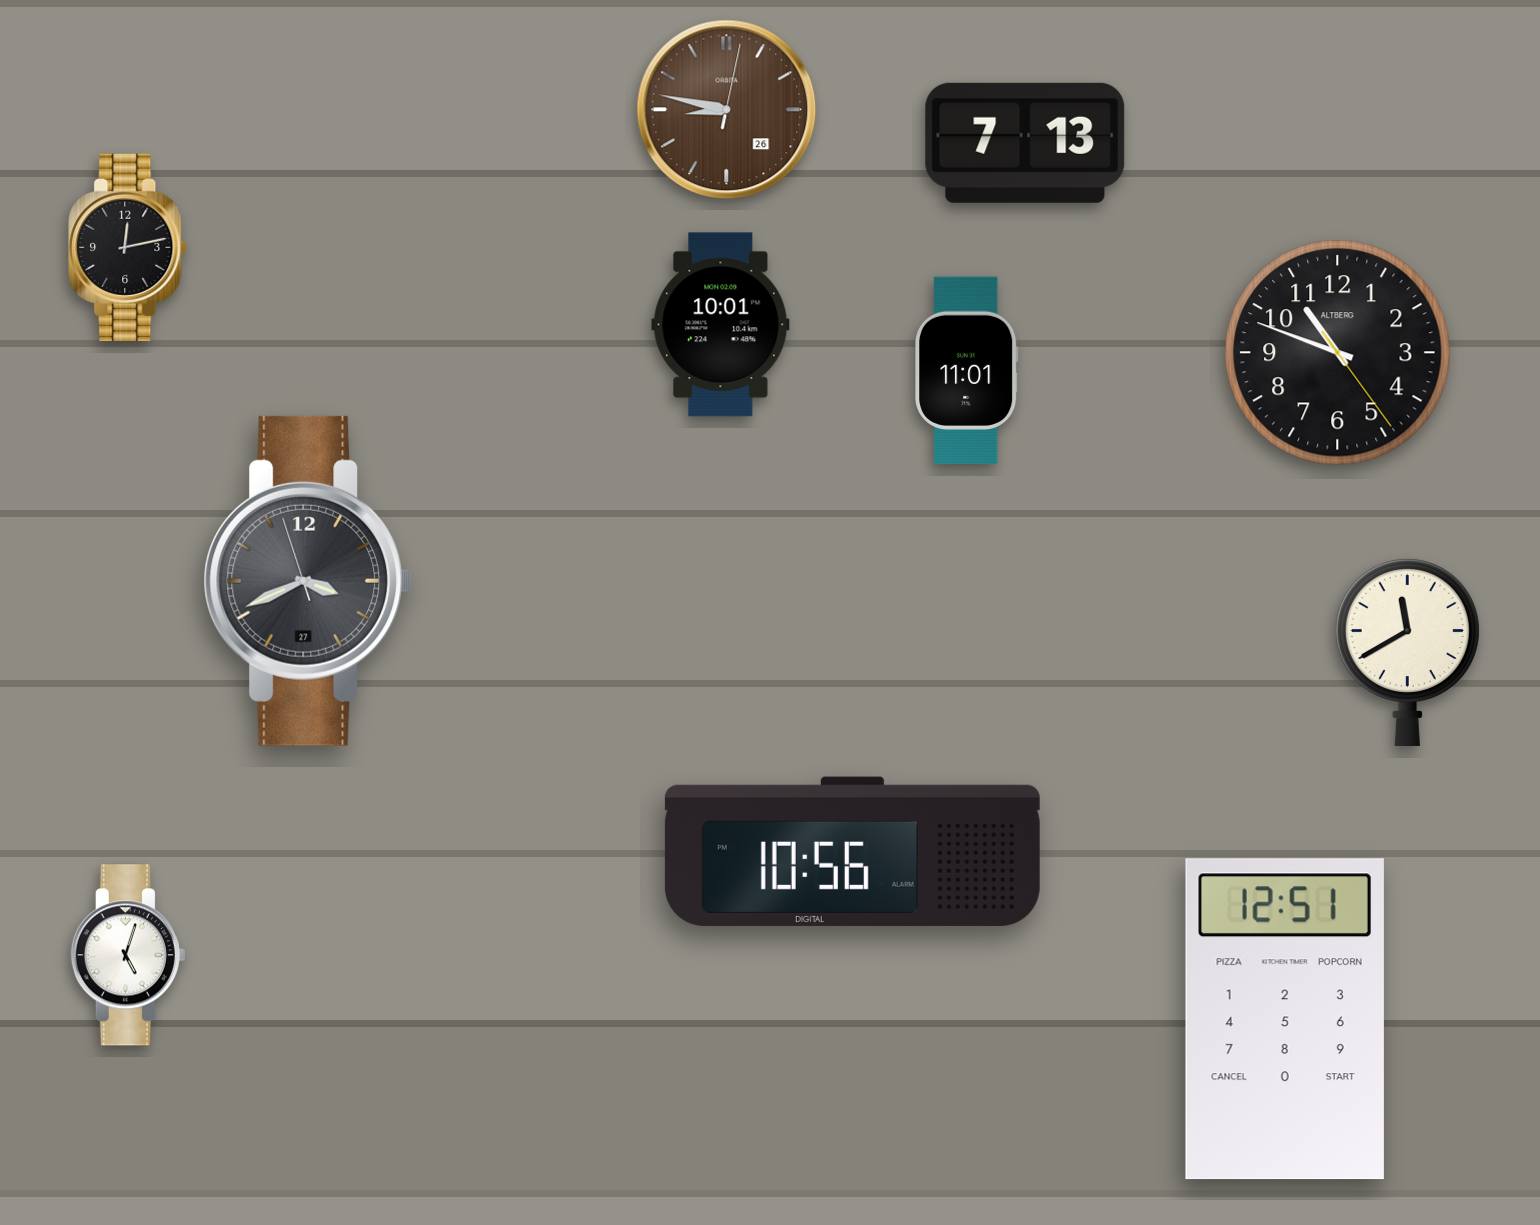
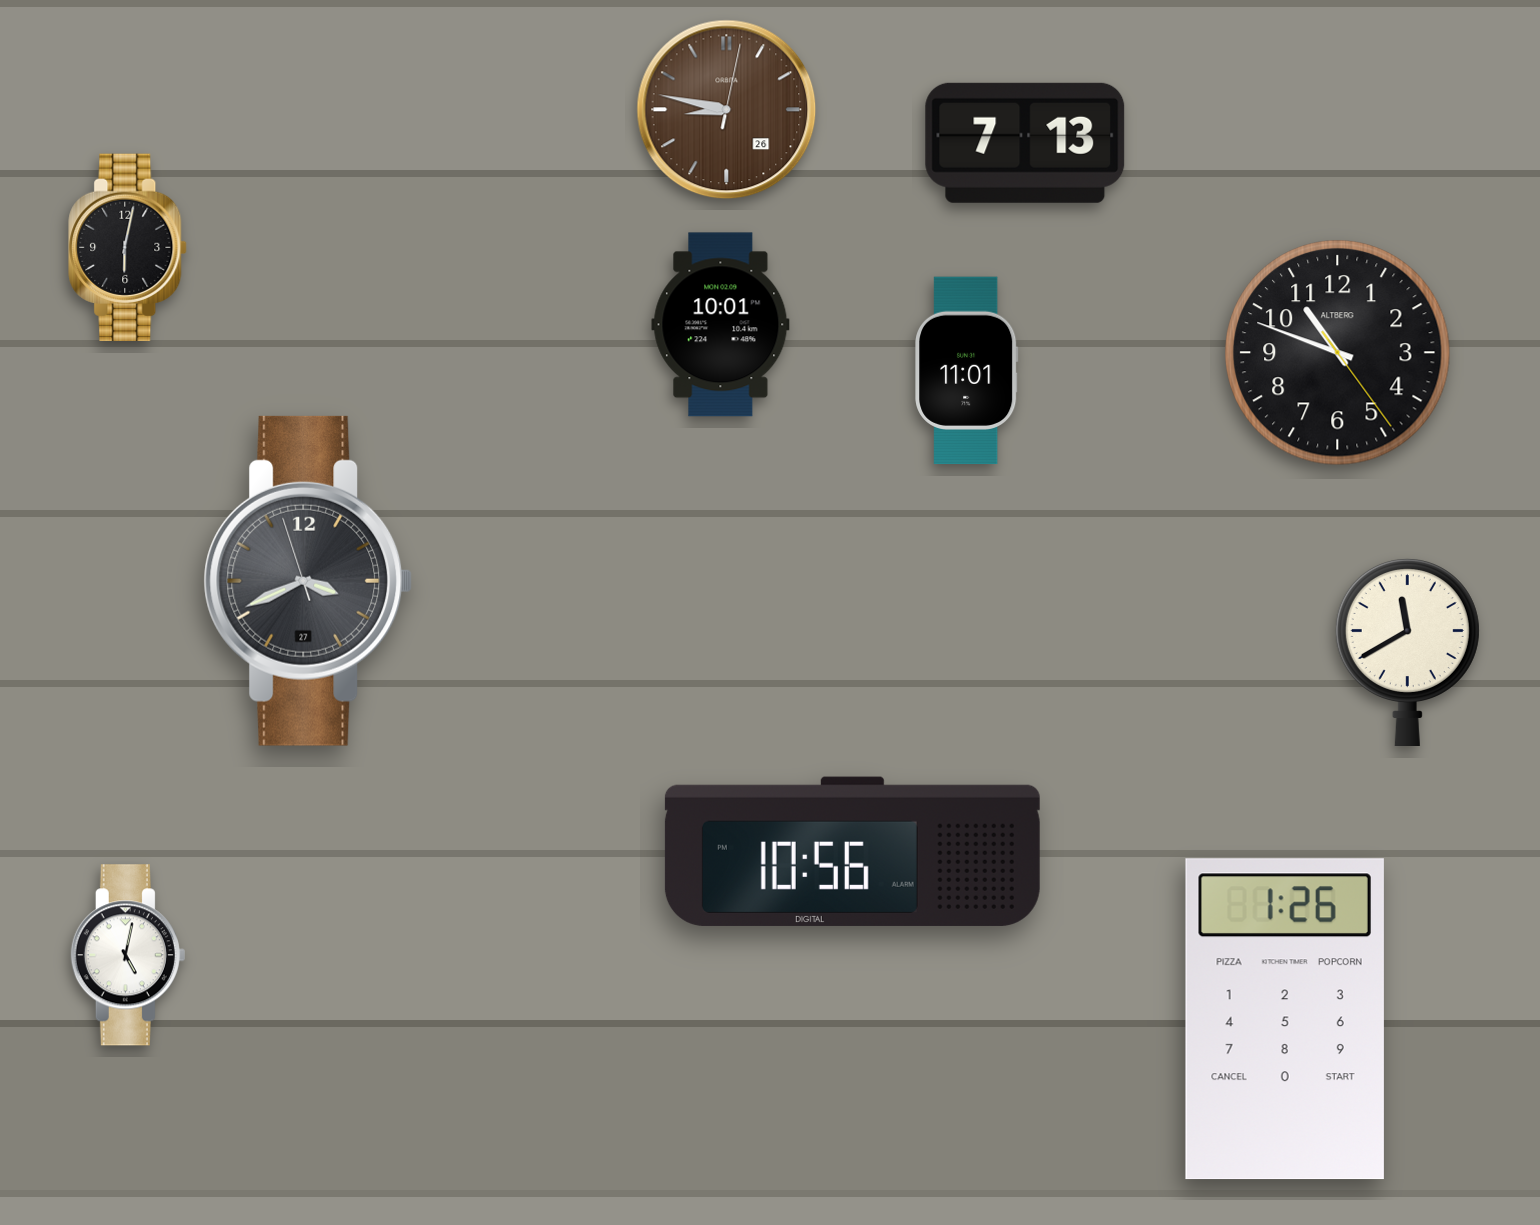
clock at (128, 247): 12:13 -> 6:02
clock at (128, 955): 5:03 -> 5:02
clock at (1285, 1019): 12:51 -> 1:26
